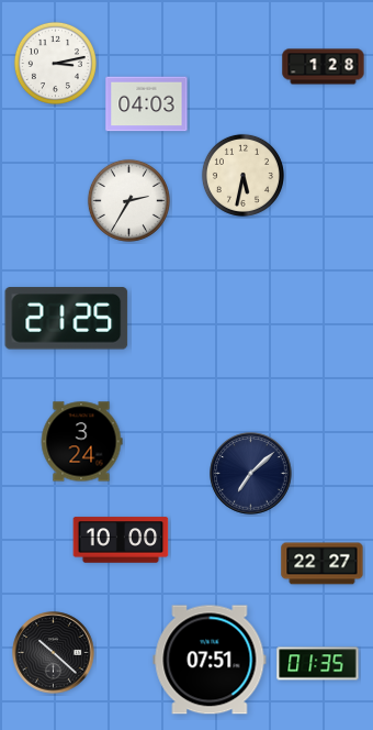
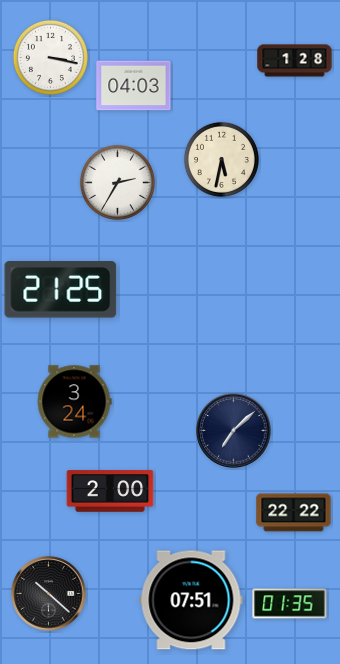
clock at (55, 63): 3:13 -> 3:17
clock at (147, 104) position: (147, 104) -> (134, 86)
clock at (251, 474) position: (251, 474) -> (234, 431)
clock at (121, 540): 10:00 -> 2:00
clock at (323, 564): 22:27 -> 22:22
